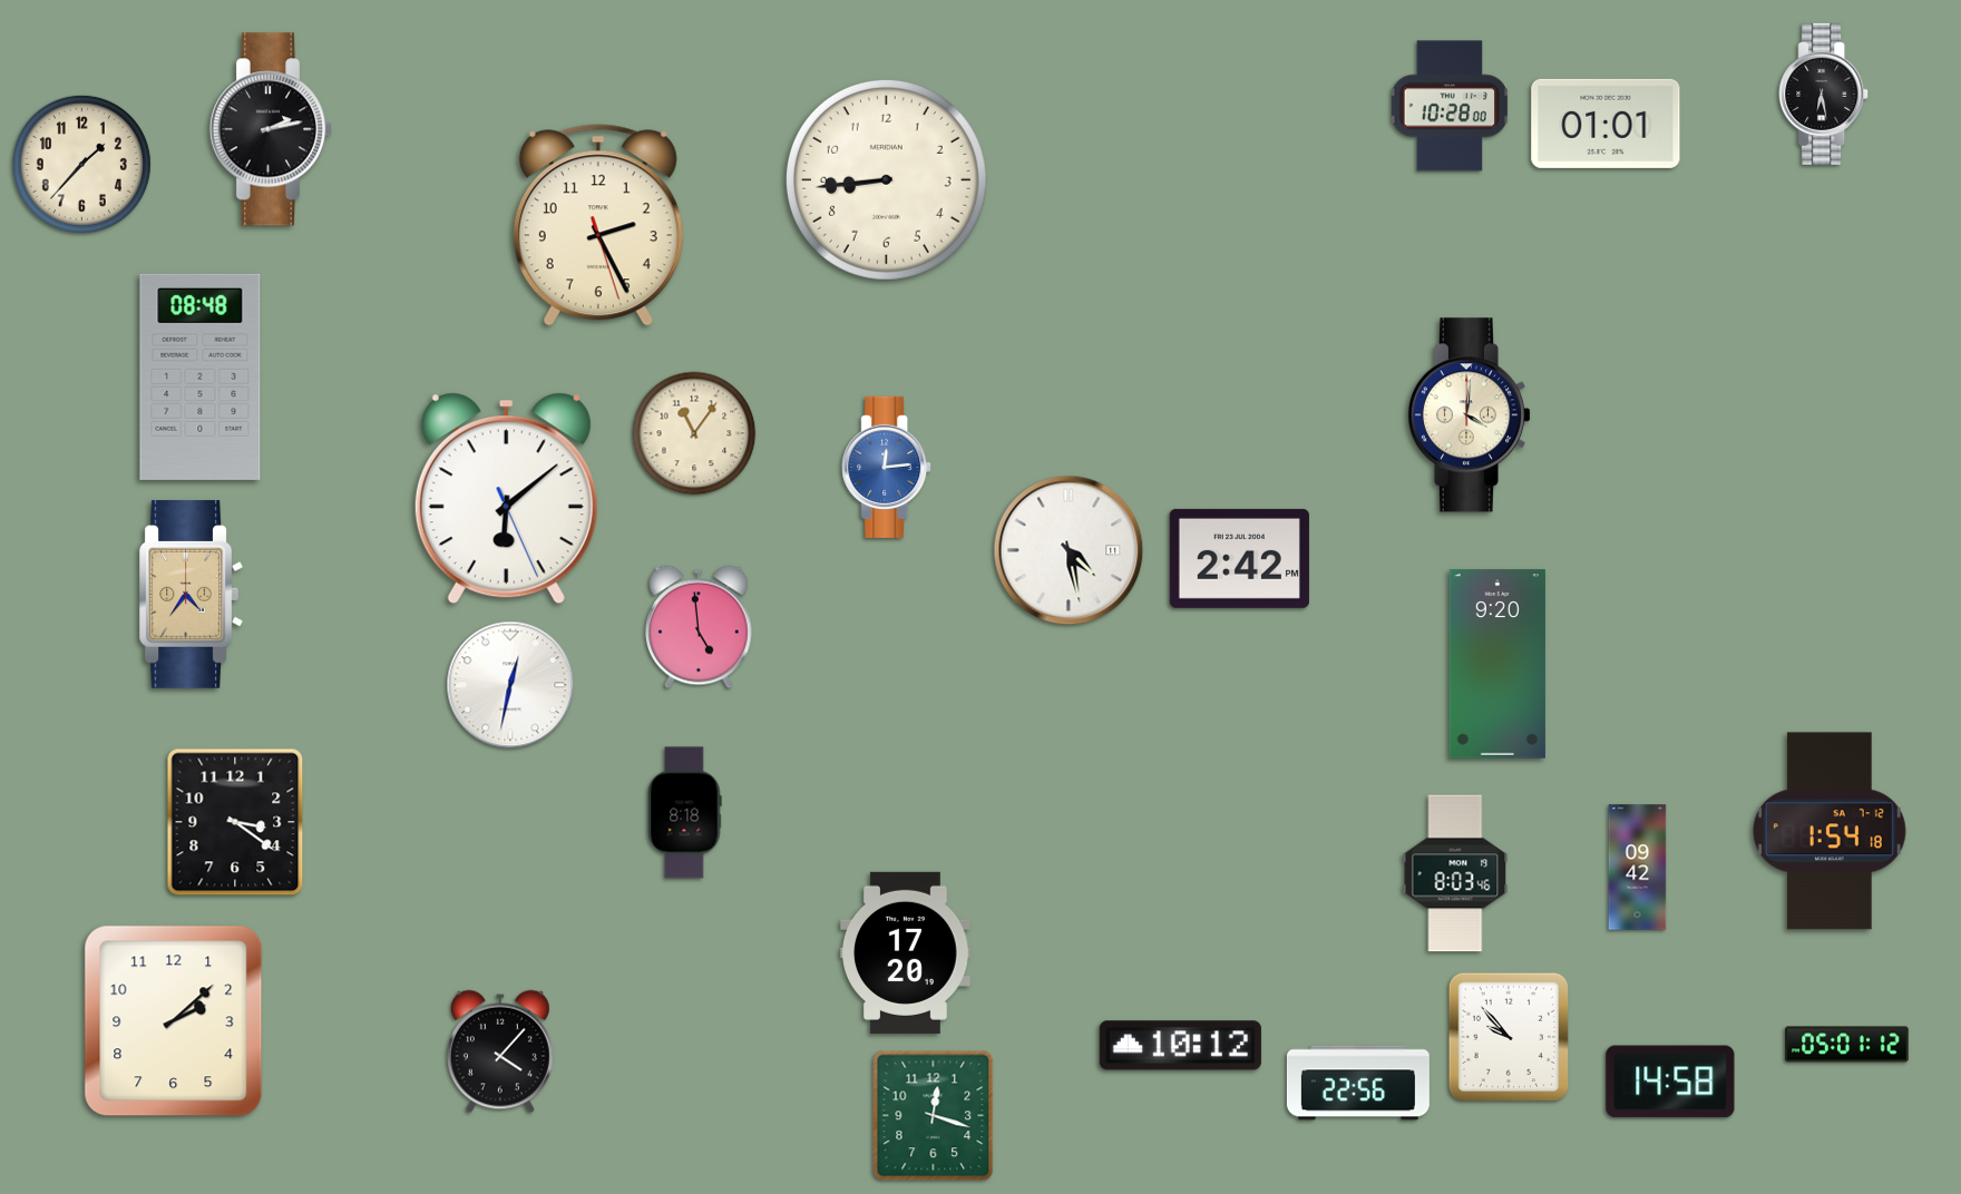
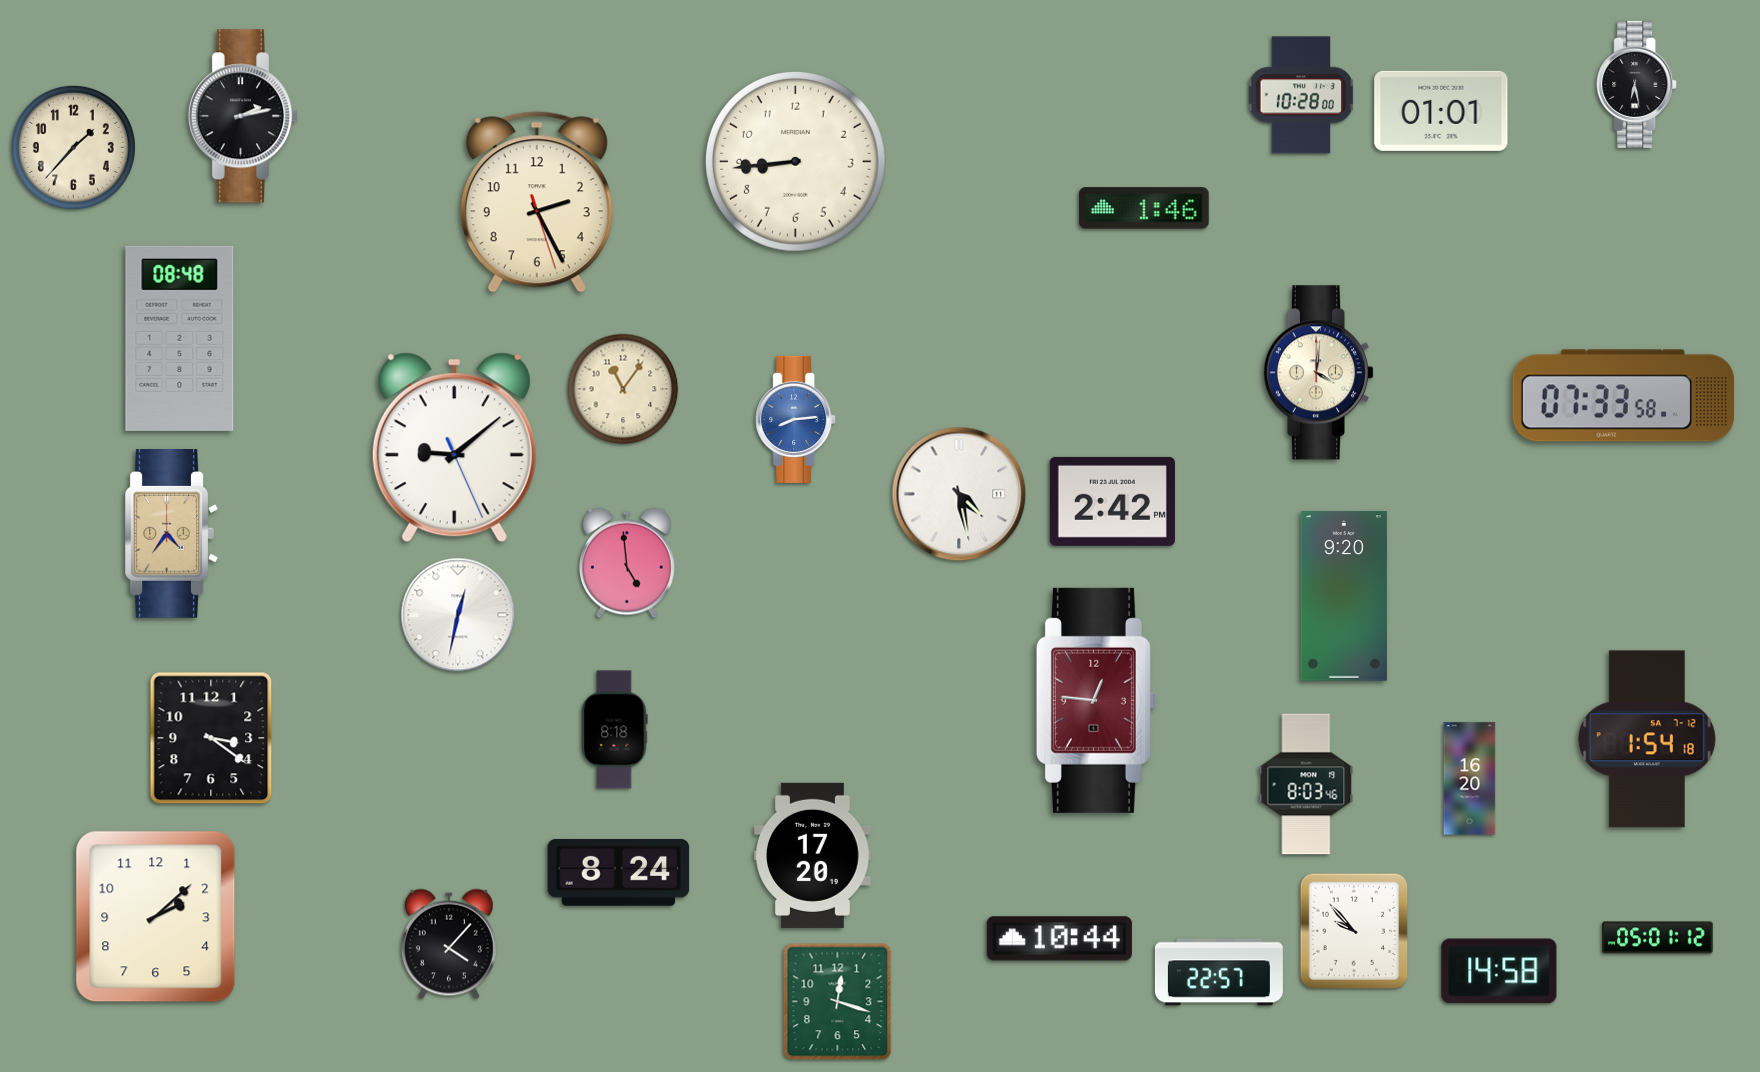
clock at (1144, 208): none -> 1:46
clock at (1623, 396): none -> 07:33
clock at (887, 467): 12:14 -> 8:14
clock at (506, 499): 6:08 -> 9:08
clock at (1096, 700): none -> 12:46
clock at (1830, 831) position: (1830, 831) -> (1647, 739)
clock at (1638, 868): 09:42 -> 16:20
clock at (619, 873): none -> 8:24
clock at (1180, 1046): 10:12 -> 10:44
clock at (1358, 1083): 22:56 -> 22:57
